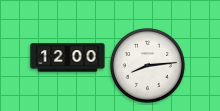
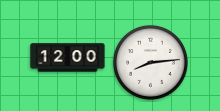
clock at (147, 65) position: (147, 65) -> (150, 62)
